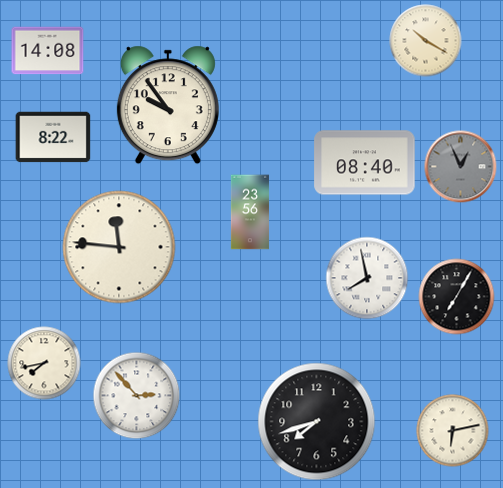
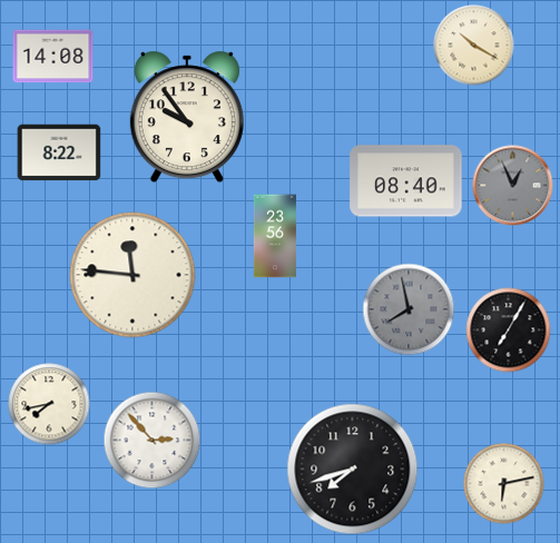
clock at (250, 212) position: (250, 212) -> (275, 236)
clock at (367, 278) dial: white -> grey
clock at (453, 431) position: (453, 431) -> (504, 484)
